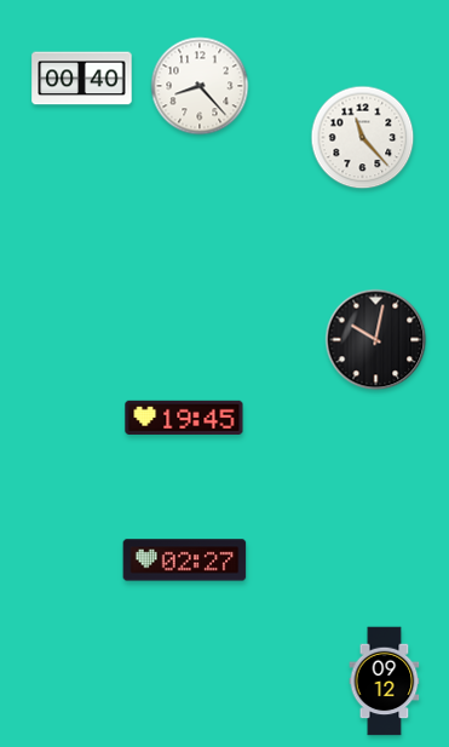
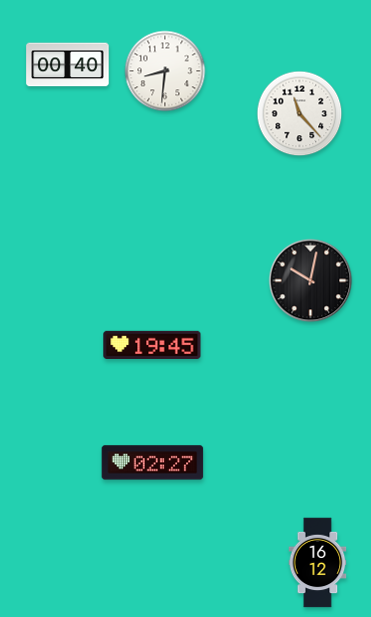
clock at (200, 86): 8:23 -> 8:31
clock at (385, 682): 09:12 -> 16:12
